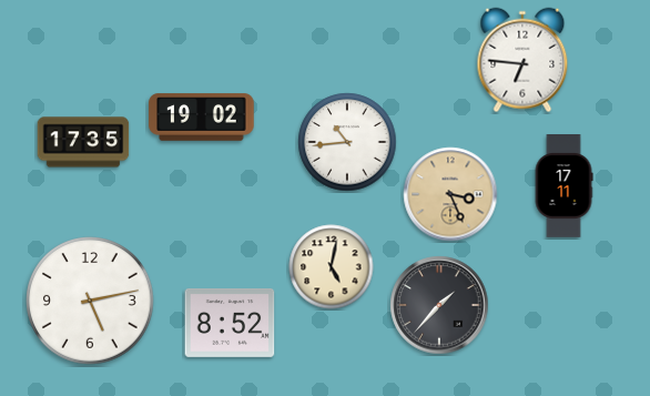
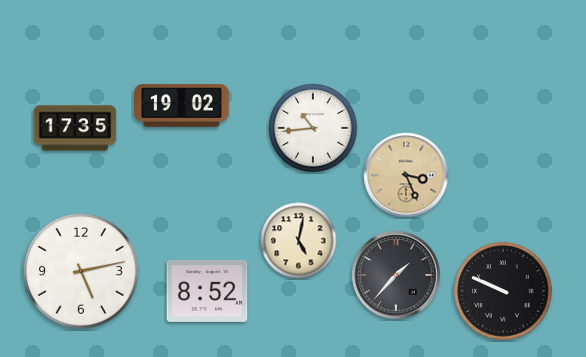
clock at (522, 60): 6:46 -> none
clock at (563, 186): 17:11 -> none
clock at (503, 291): none -> 9:49
